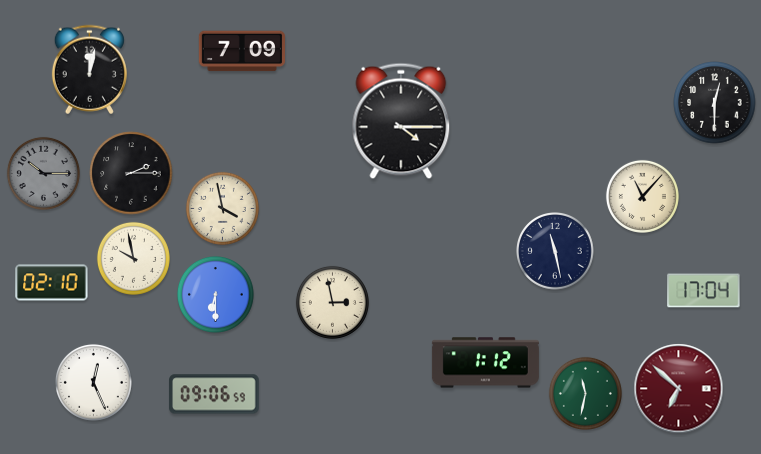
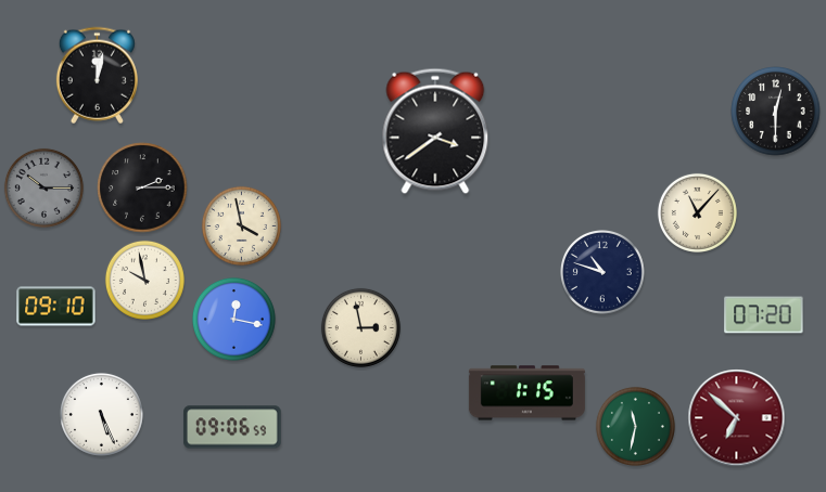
clock at (242, 51): 7:09 -> none
clock at (401, 121): 4:15 -> 3:39
clock at (43, 173) position: (43, 173) -> (43, 187)
clock at (556, 252): 11:28 -> 10:48
clock at (52, 283): 02:10 -> 09:10
clock at (704, 291): 17:04 -> 07:20
clock at (215, 294): 6:30 -> 12:17
clock at (485, 363): 1:12 -> 1:15
clock at (93, 382): 12:26 -> 5:26
clock at (679, 389) position: (679, 389) -> (737, 418)
